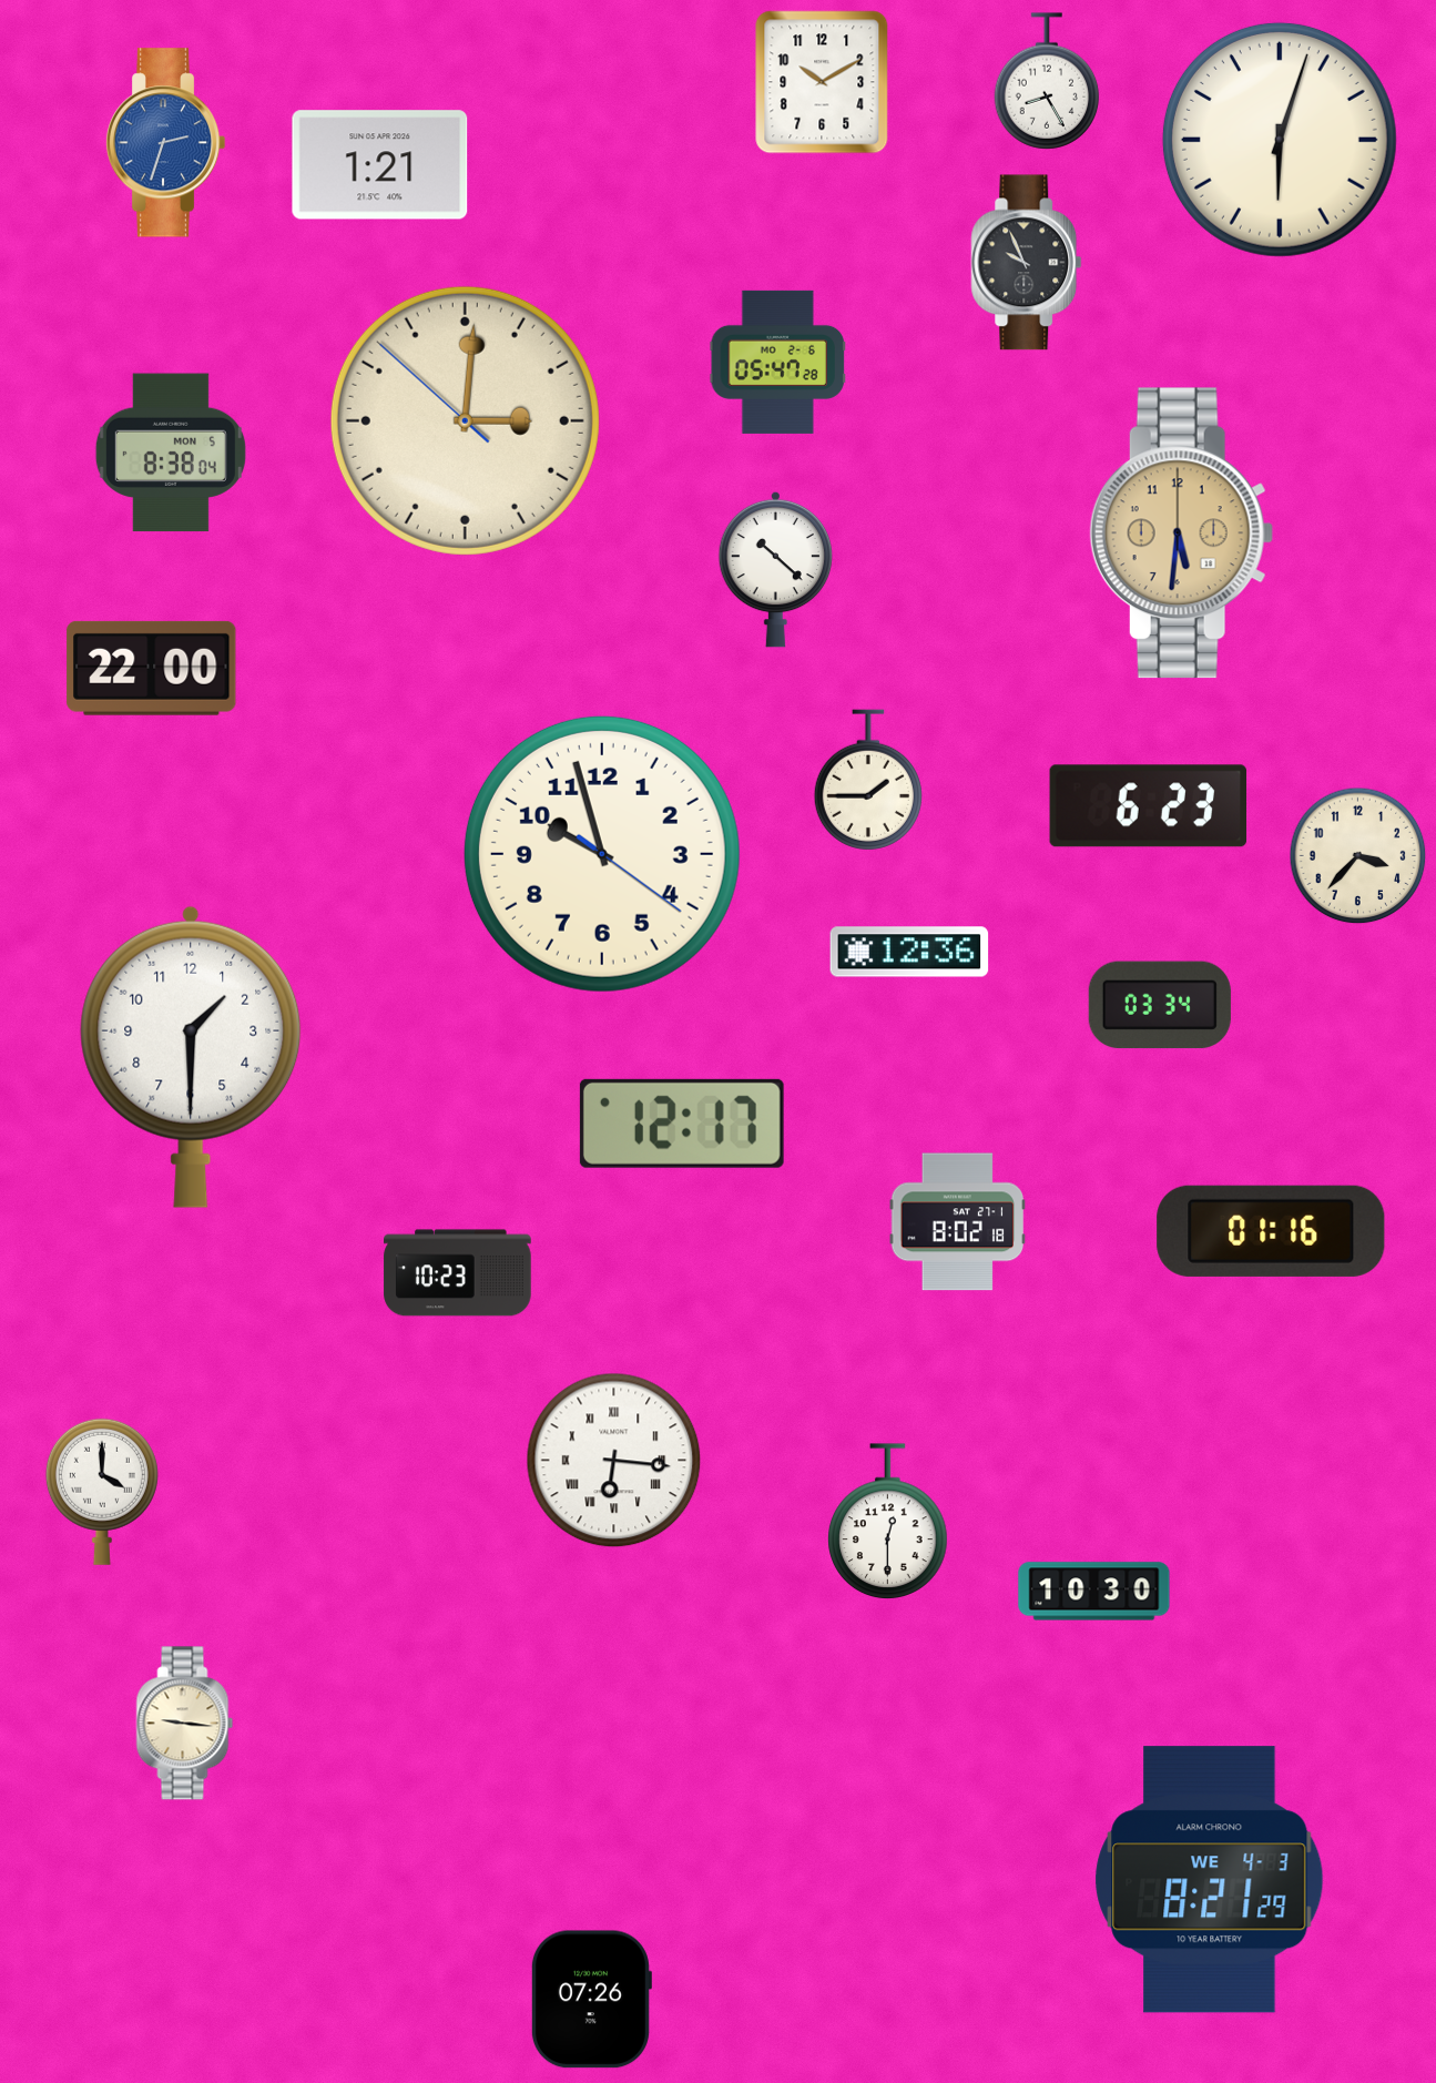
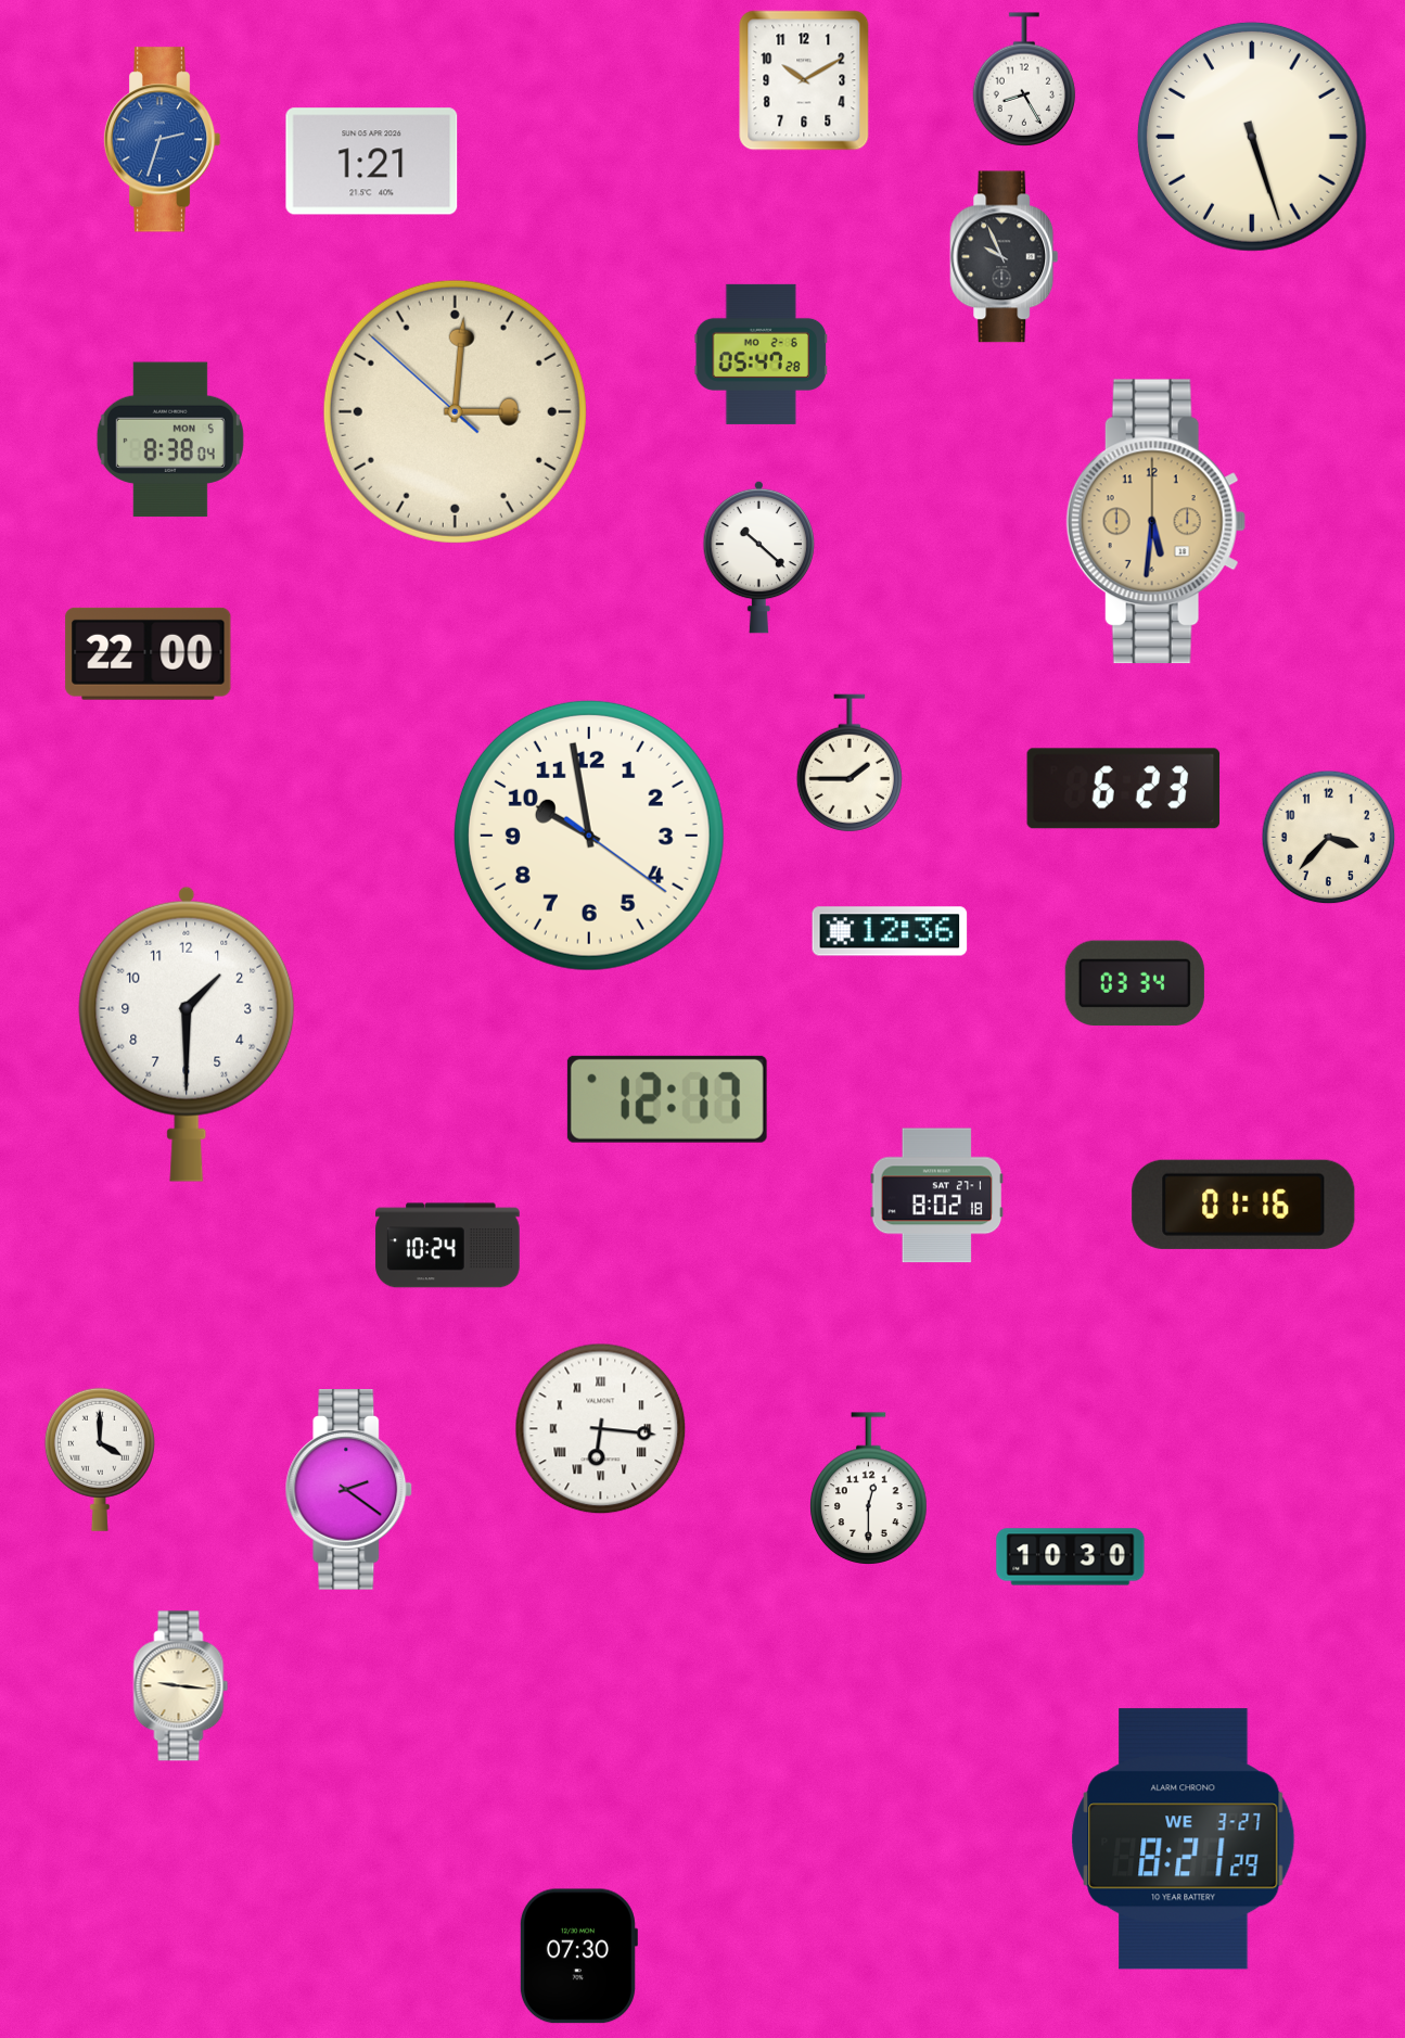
clock at (1280, 140): 6:03 -> 5:27
clock at (171, 453) position: (171, 453) -> (170, 440)
clock at (602, 854): 9:57 -> 9:58
clock at (458, 1273): 10:23 -> 10:24
clock at (349, 1490): none -> 2:21
clock at (1210, 1880) date: WE 4-3 -> WE 3-27
clock at (591, 2000): 07:26 -> 07:30
